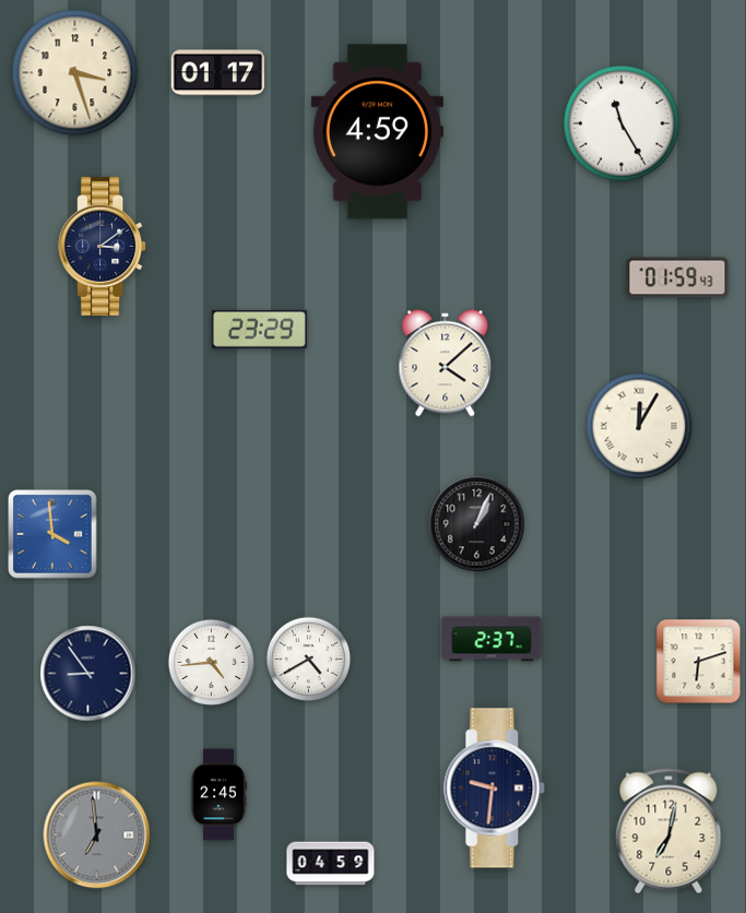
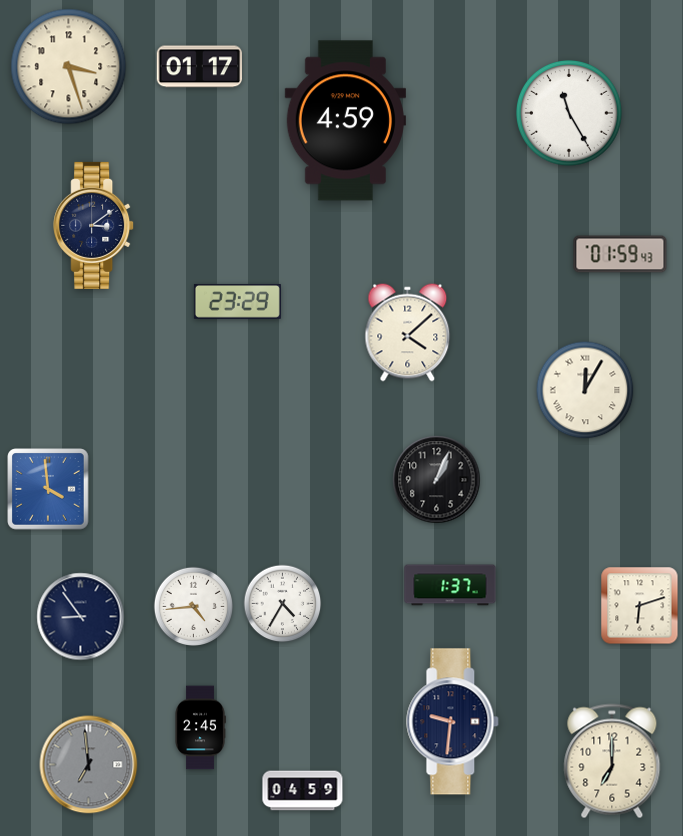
clock at (492, 639): 2:37 -> 1:37
clock at (309, 660): 4:40 -> 4:35
clock at (668, 831): 7:02 -> 7:00
